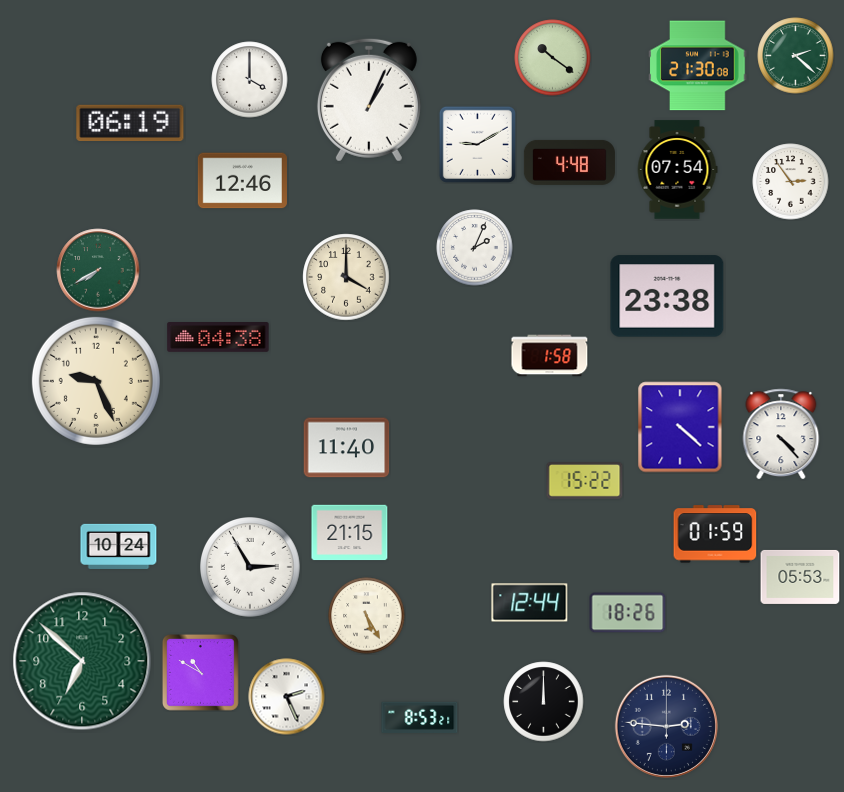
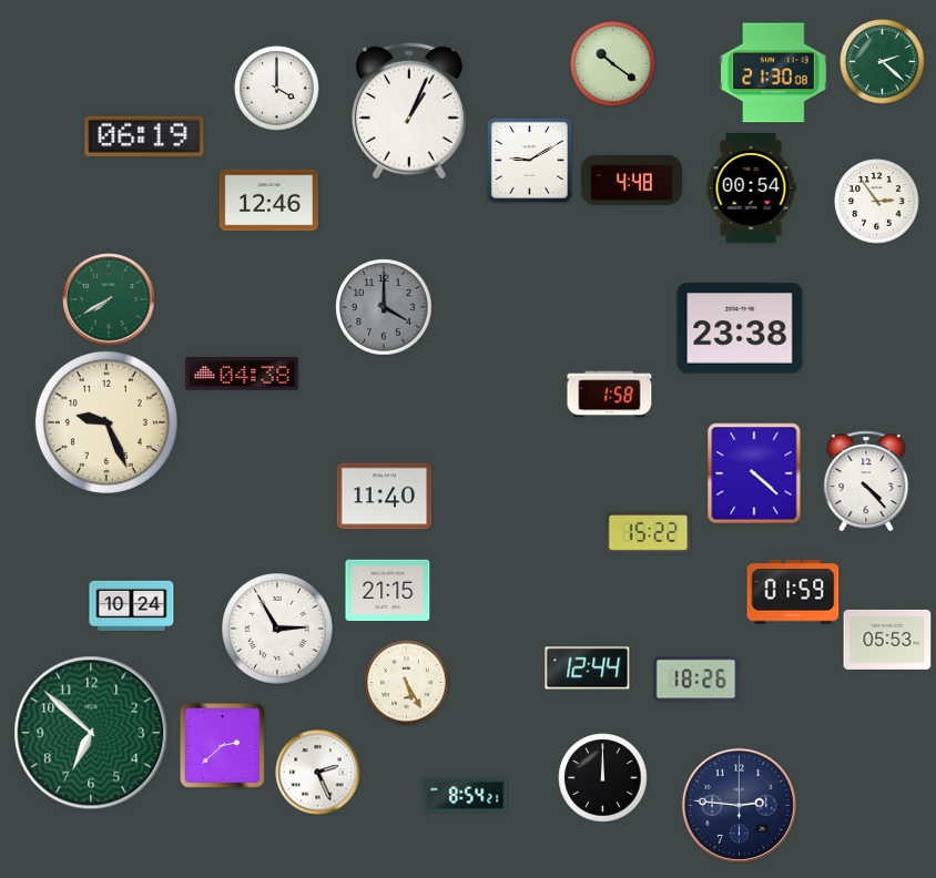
clock at (677, 170): 07:54 -> 00:54
clock at (475, 248): 2:04 -> none
clock at (346, 277) dial: cream -> grey
clock at (200, 672): 10:50 -> 2:38
clock at (420, 717): 8:53 -> 8:54
